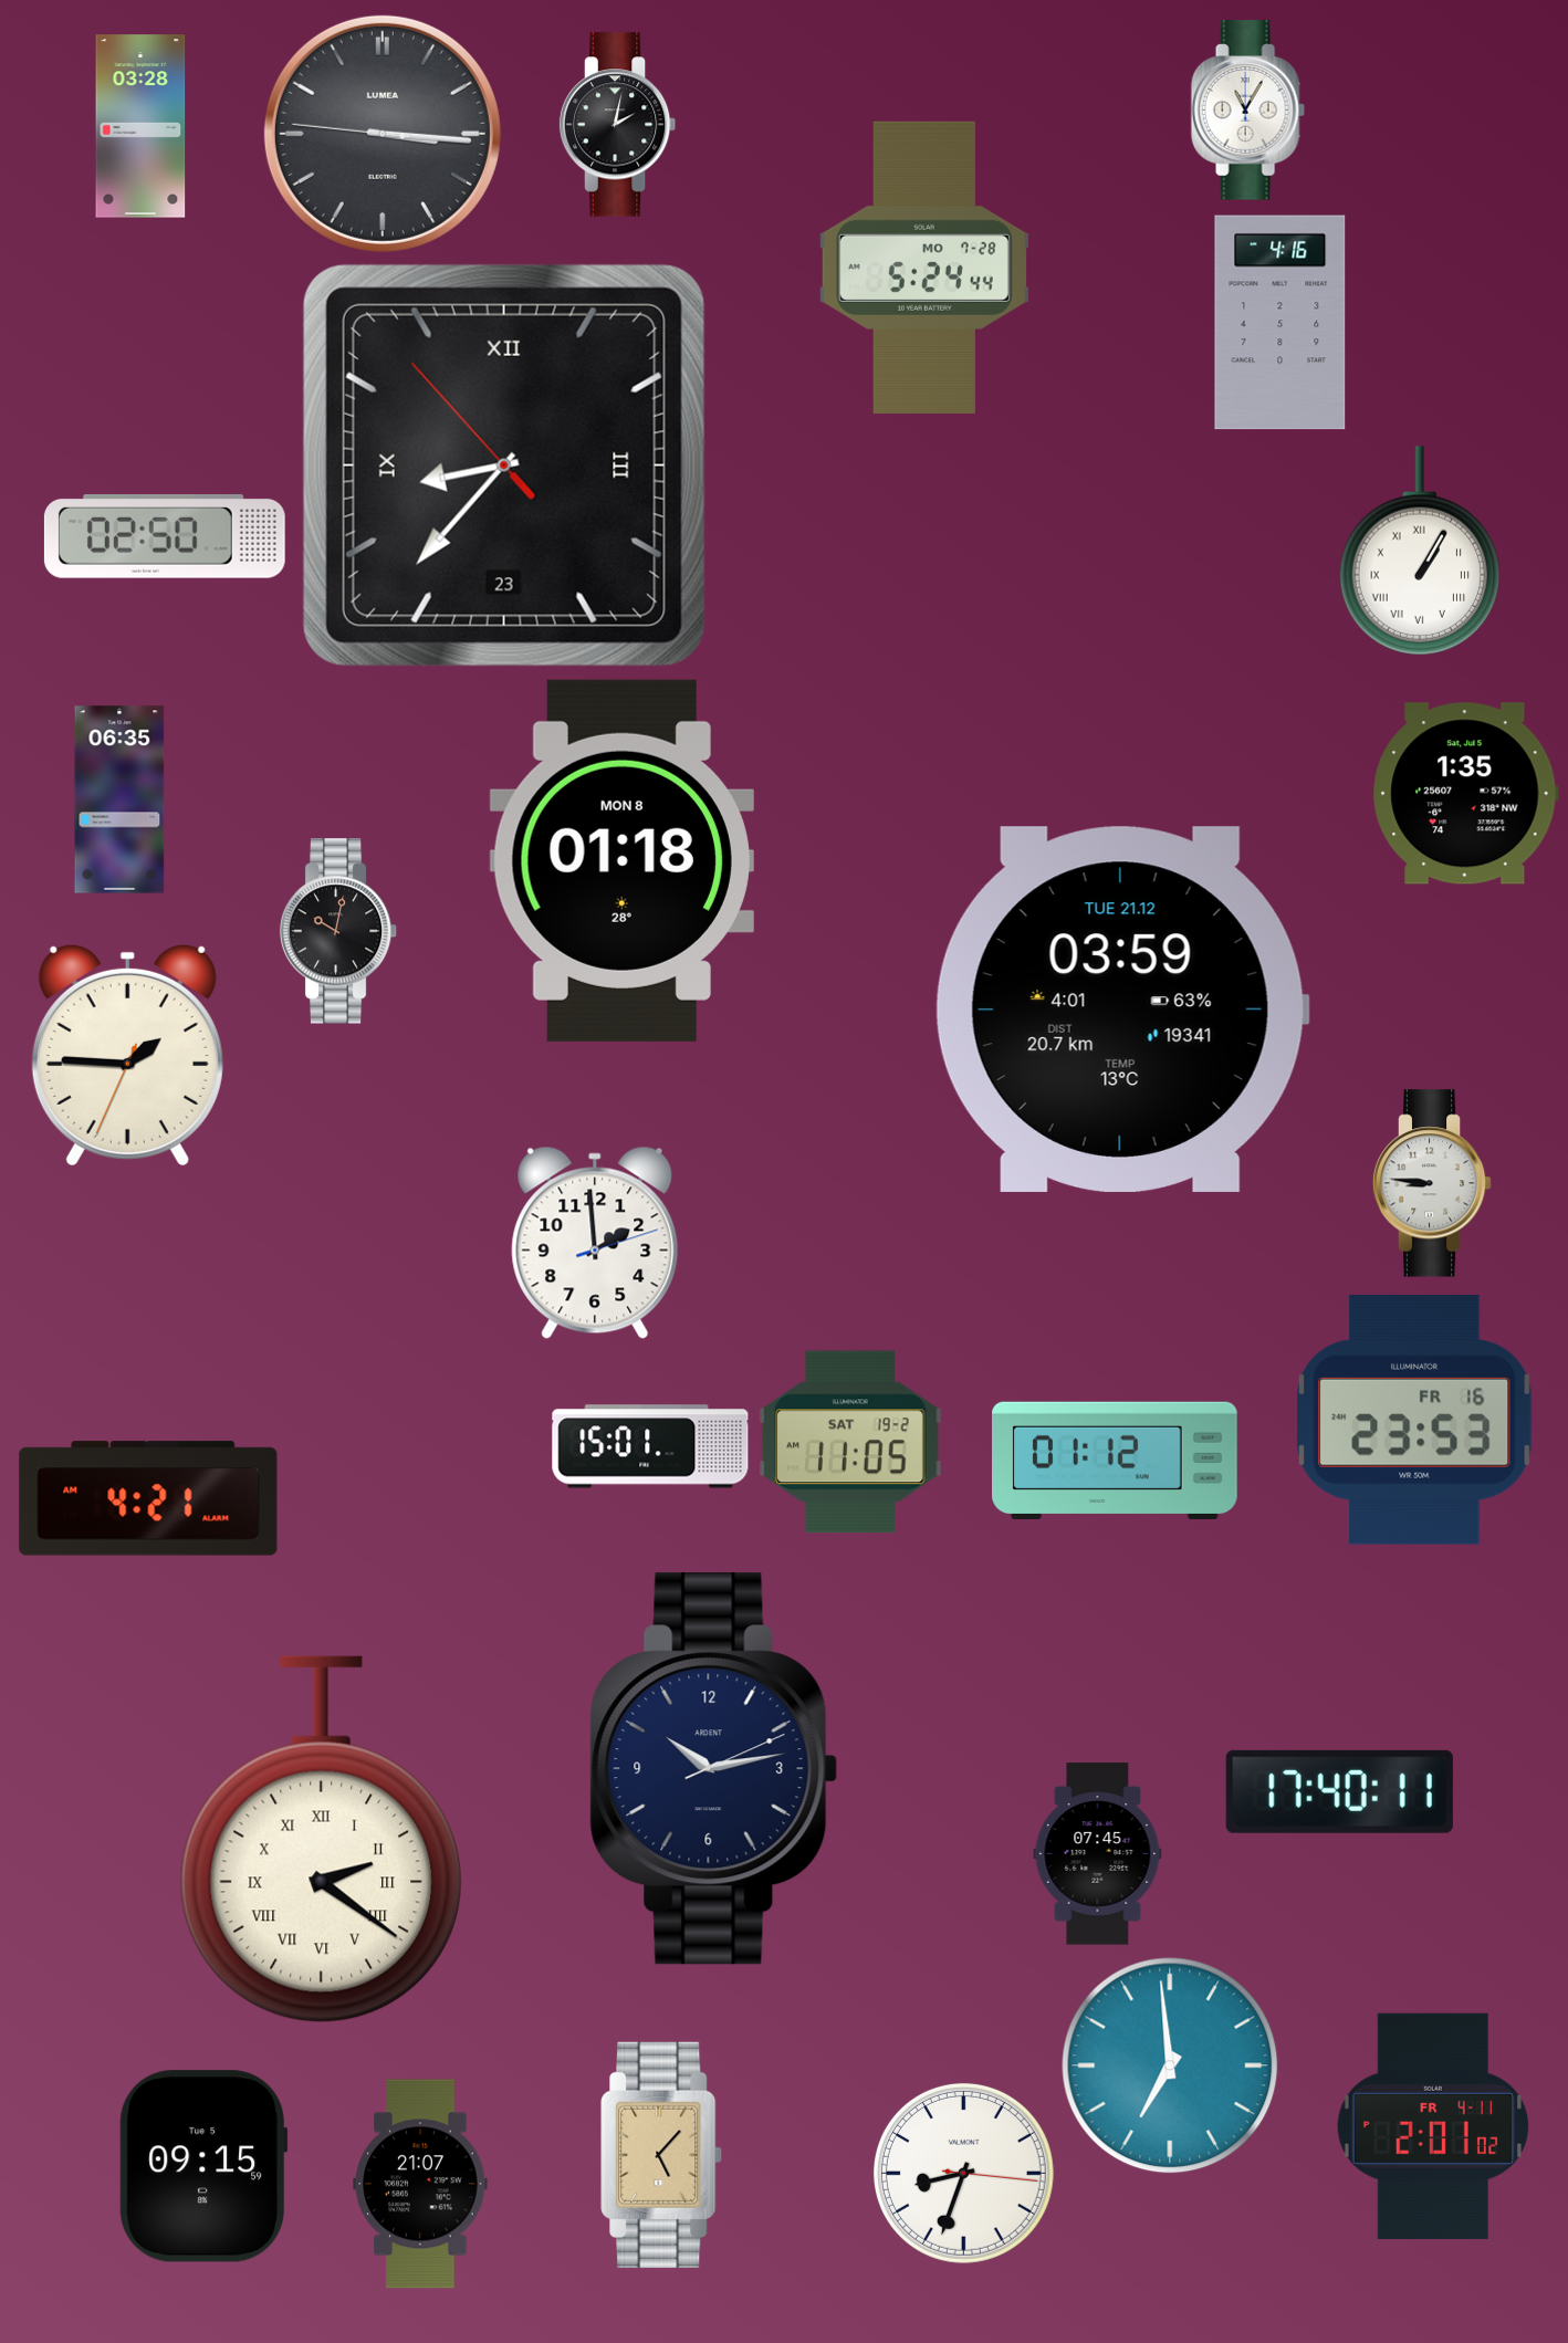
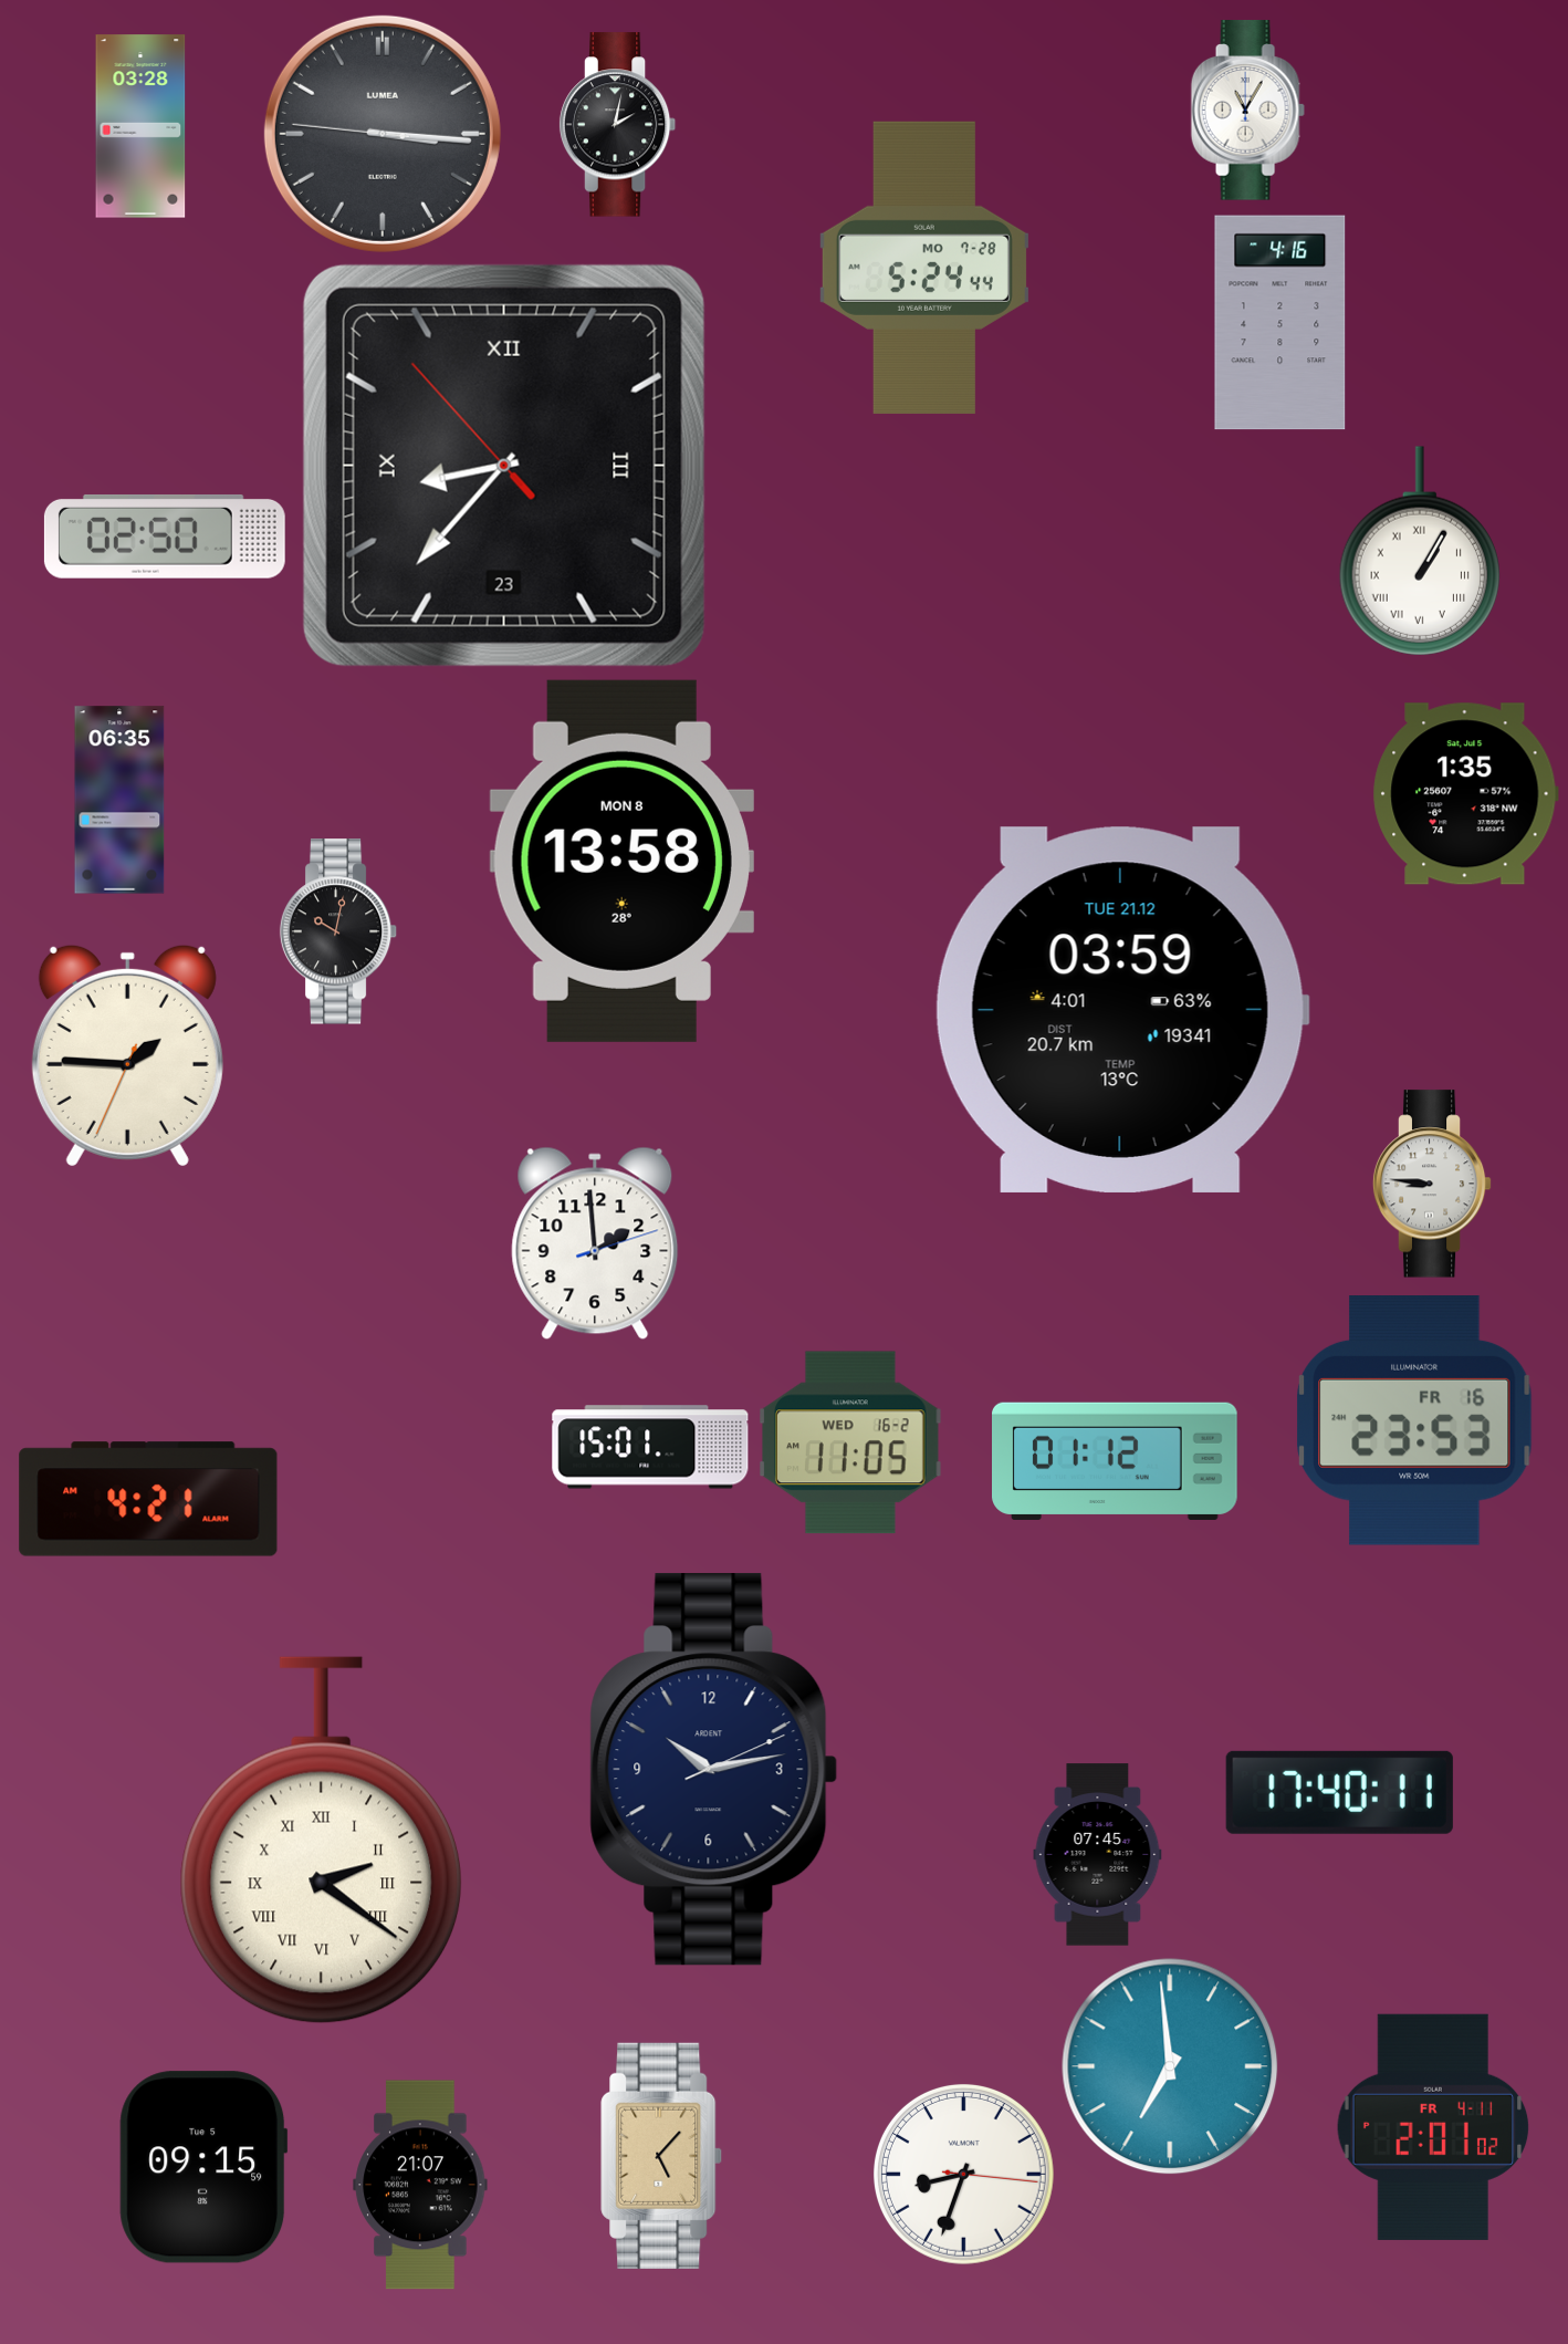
clock at (621, 860): 01:18 -> 13:58
clock at (850, 1442) date: SAT 19-2 -> WED 16-2
